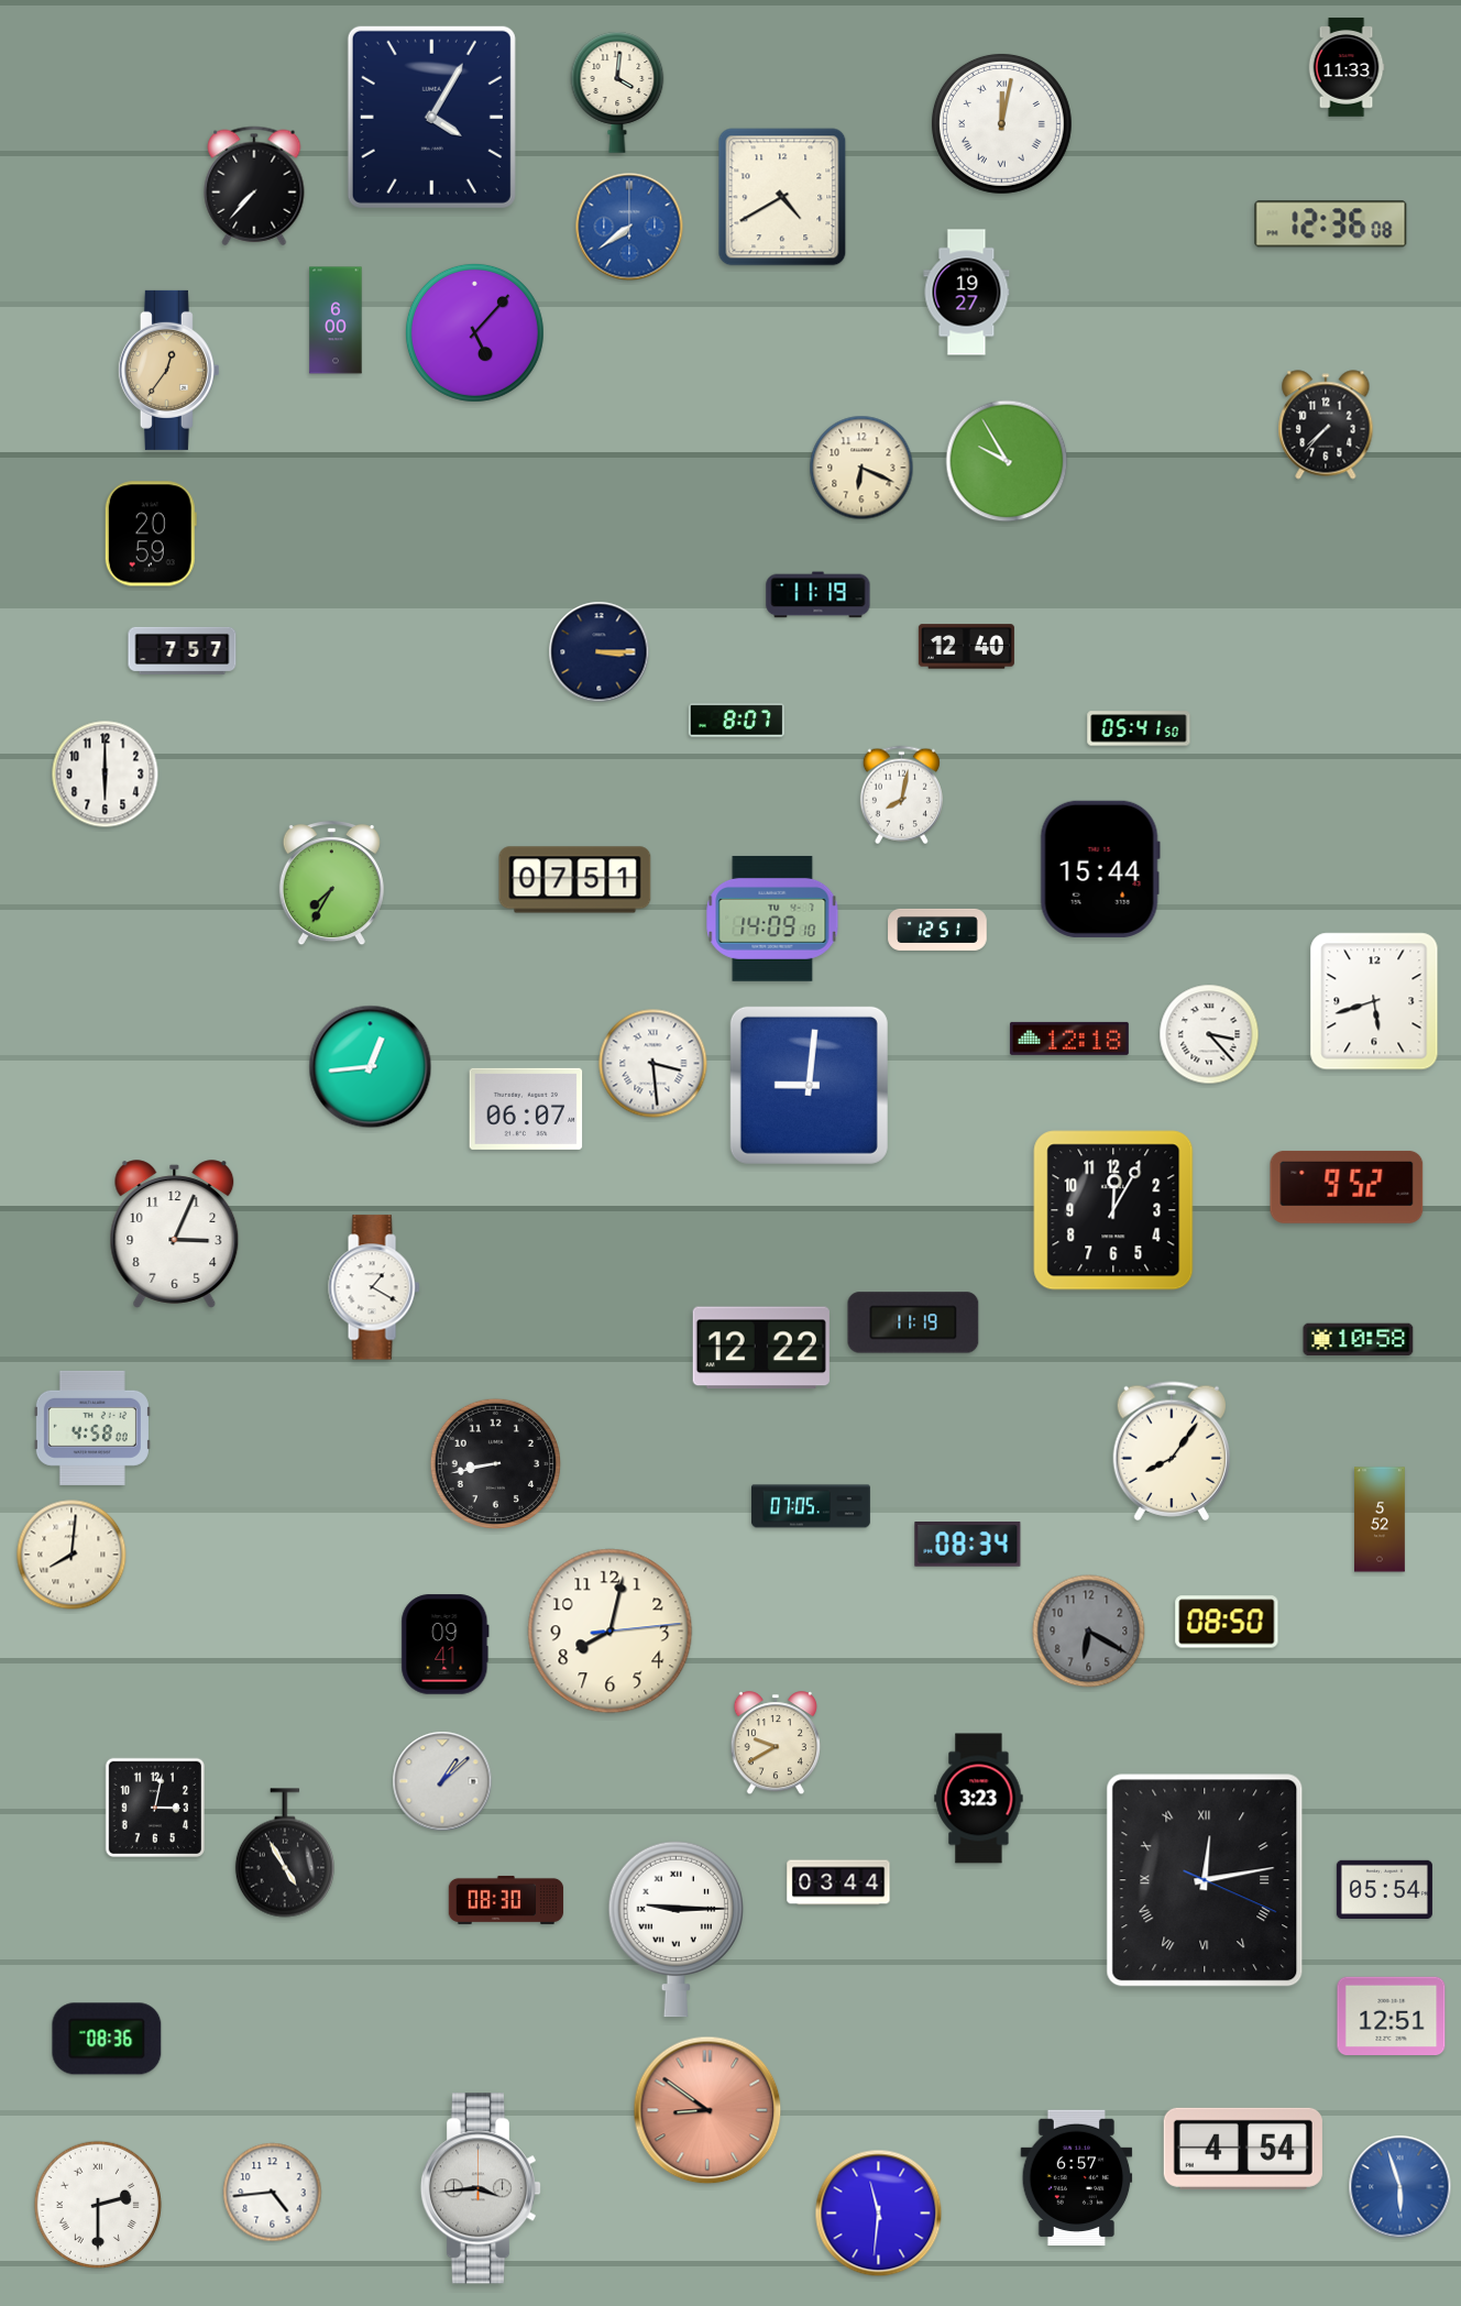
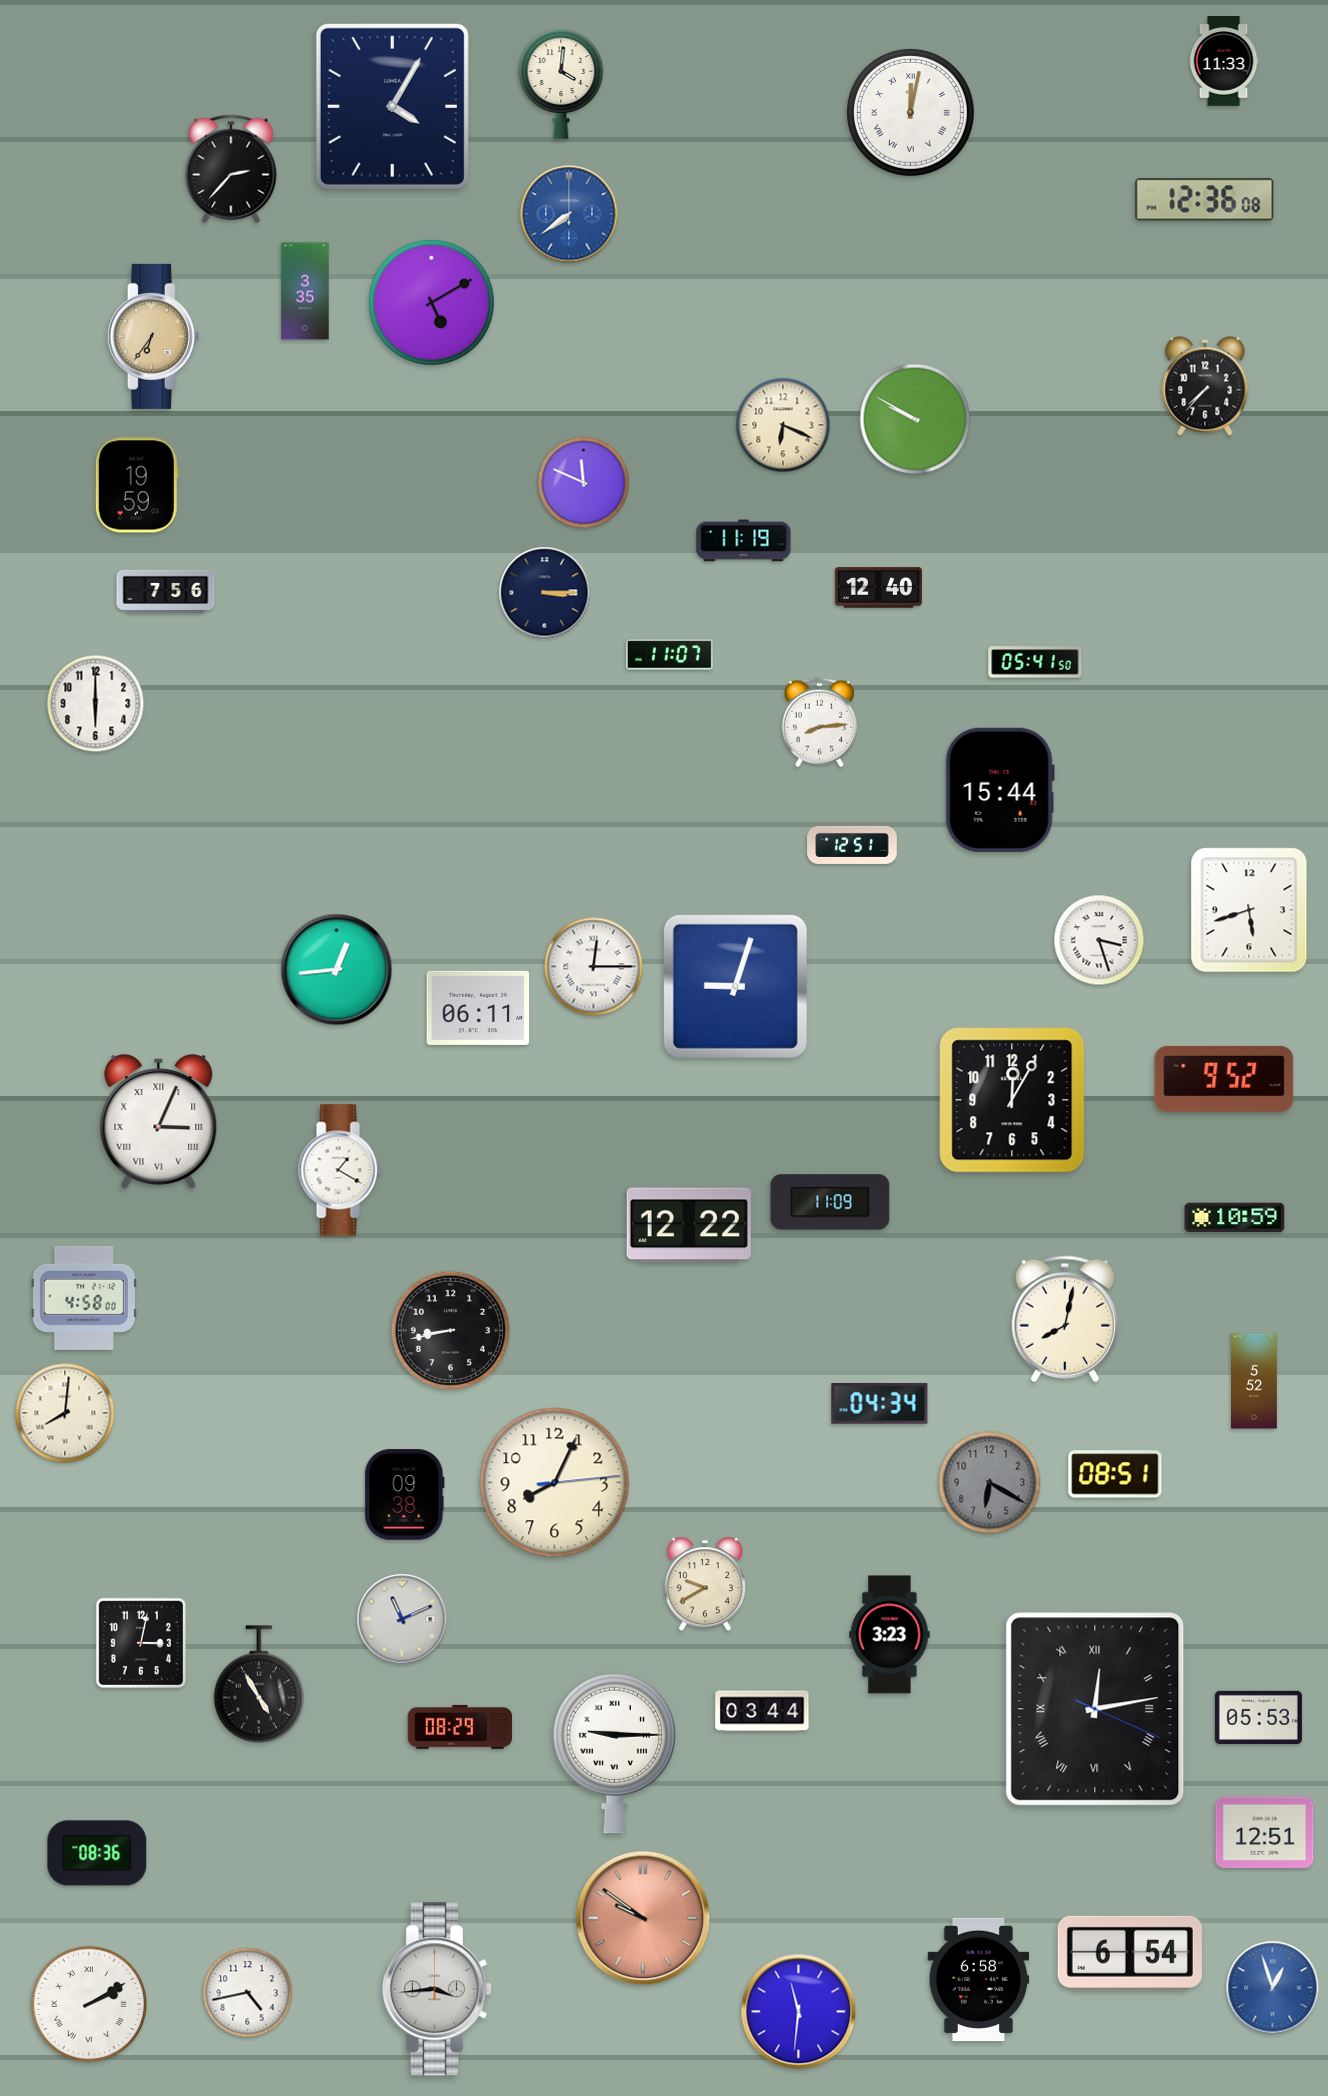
clock at (254, 186): 7:37 -> 2:37
clock at (782, 197): 4:40 -> none
clock at (1331, 224) position: (1331, 224) -> (1205, 200)
clock at (629, 227) position: (629, 227) -> (569, 214)
clock at (967, 293): 19:27 -> none
clock at (336, 320): 6:00 -> 3:35
clock at (474, 332): 5:07 -> 5:10
clock at (168, 370): 12:36 -> 6:36
clock at (1007, 461): 9:55 -> 9:50
clock at (584, 483): none -> 11:49
clock at (151, 534): 20:59 -> 19:59
clock at (183, 650): 7:57 -> 7:56
clock at (736, 721): 8:07 -> 11:07
clock at (901, 795): 8:02 -> 8:14
clock at (575, 880): 07:51 -> none
clock at (331, 885): 7:35 -> none
clock at (772, 919): 14:09 -> none
clock at (1209, 1034): 3:23 -> 3:27
clock at (1069, 1039): 12:18 -> none
clock at (653, 1064): 3:29 -> 12:15
clock at (809, 1085): 9:01 -> 9:03
clock at (526, 1109): 06:07 -> 06:11
clock at (175, 1234) numerals: Arabic -> Roman
clock at (913, 1322): 11:19 -> 11:09
clock at (1359, 1340): 10:58 -> 10:59
clock at (761, 1348) position: (761, 1348) -> (689, 1225)
clock at (1171, 1451): 8:06 -> 8:02
clock at (811, 1506): 07:05 -> none
clock at (968, 1545): 08:34 -> 04:34
clock at (1227, 1622): 08:50 -> 08:51
clock at (611, 1632): 8:02 -> 8:04
clock at (446, 1645): 09:41 -> 09:38
clock at (442, 1781): 1:08 -> 11:11
clock at (1384, 1889): 05:54 -> 05:53
clock at (506, 1900): 08:30 -> 08:29
clock at (707, 2110): 8:51 -> 9:51
clock at (1243, 2149): 4:54 -> 6:54
clock at (1077, 2178): 6:57 -> 6:58
clock at (1400, 2187): 5:57 -> 12:57
clock at (273, 2193): 4:44 -> 4:43
clock at (98, 2205): 2:30 -> 2:10
